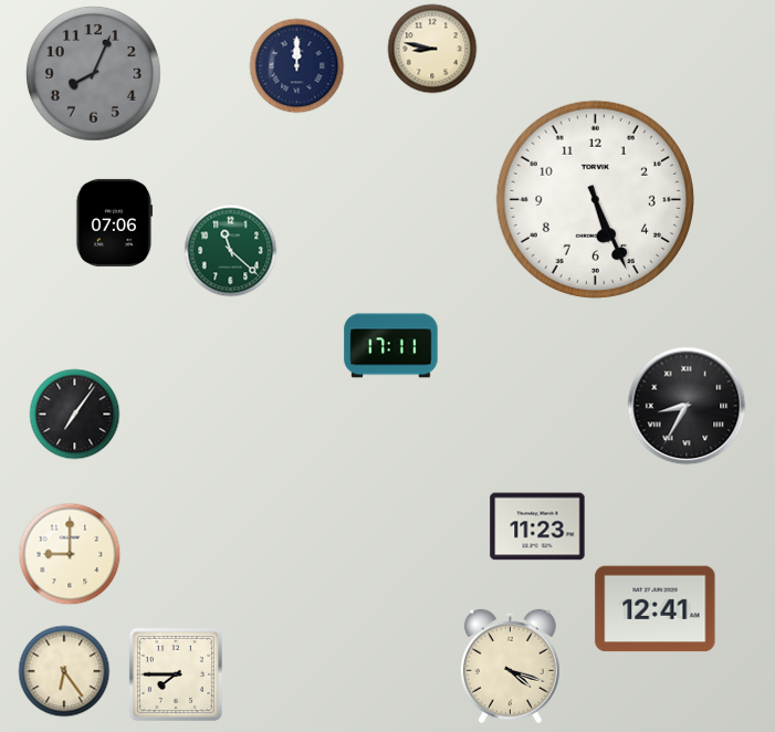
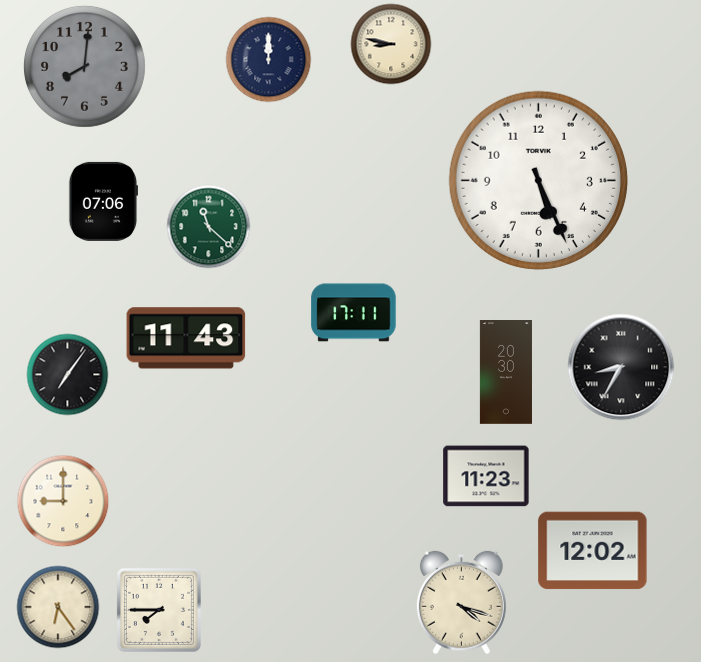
clock at (93, 73): 8:04 -> 8:01
clock at (186, 338): none -> 11:43
clock at (506, 373): none -> 20:30
clock at (656, 609): 12:41 -> 12:02
